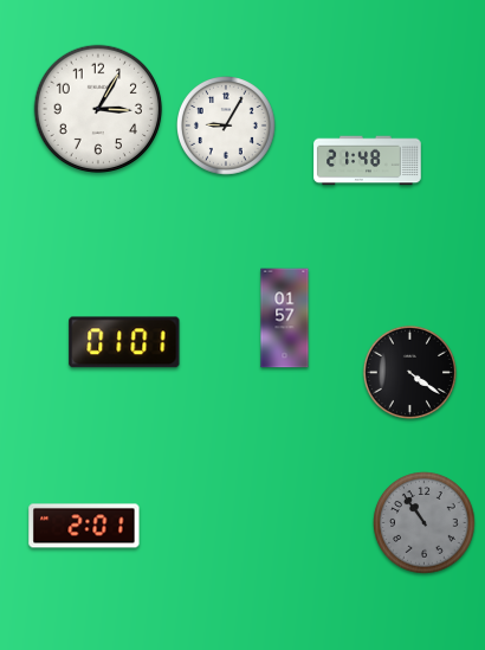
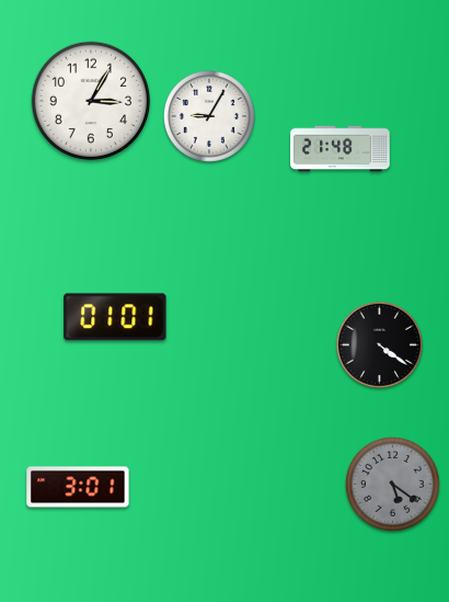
clock at (285, 318): 01:57 -> none
clock at (425, 523): 10:54 -> 5:21
clock at (84, 526): 2:01 -> 3:01
